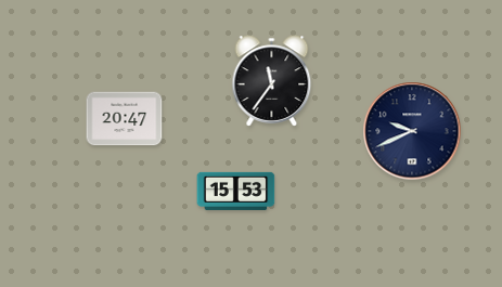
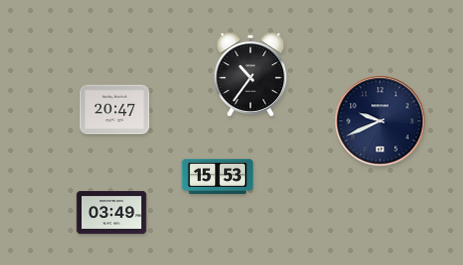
clock at (272, 81): 11:36 -> 10:36
clock at (112, 213): none -> 03:49
